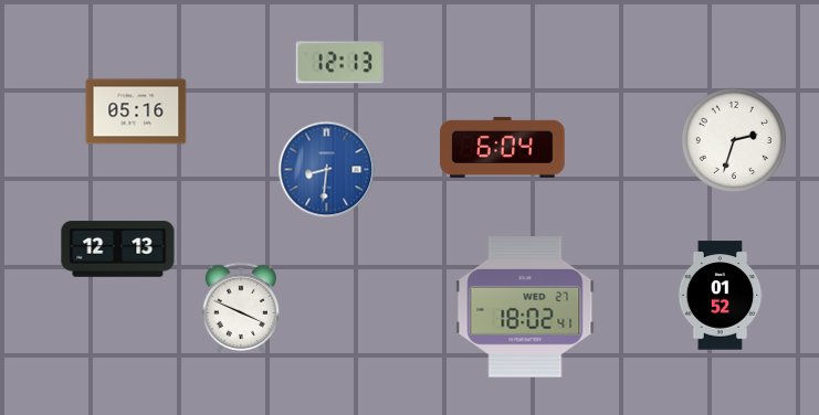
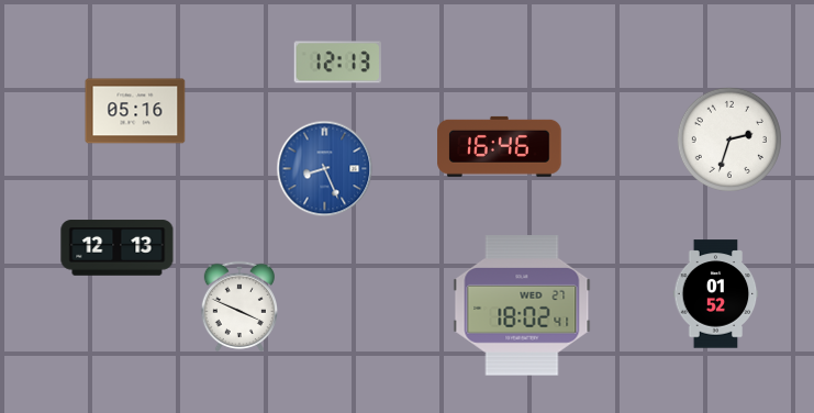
clock at (503, 147): 6:04 -> 16:46
clock at (327, 170): 8:31 -> 8:26
